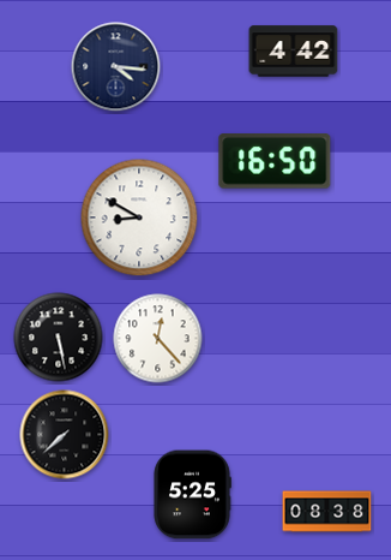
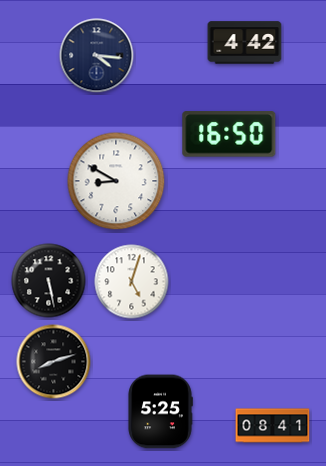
clock at (158, 339): 12:23 -> 5:03
clock at (65, 435): 7:38 -> 8:12
clock at (327, 512): 08:38 -> 08:41
